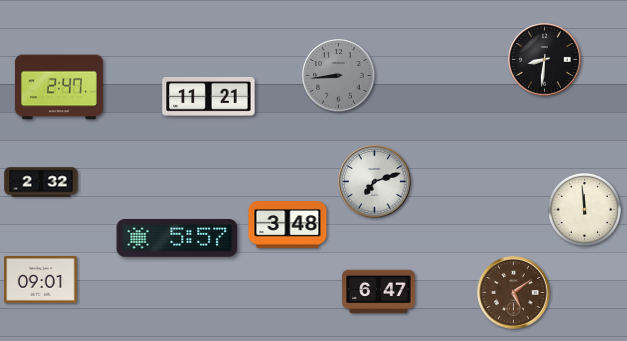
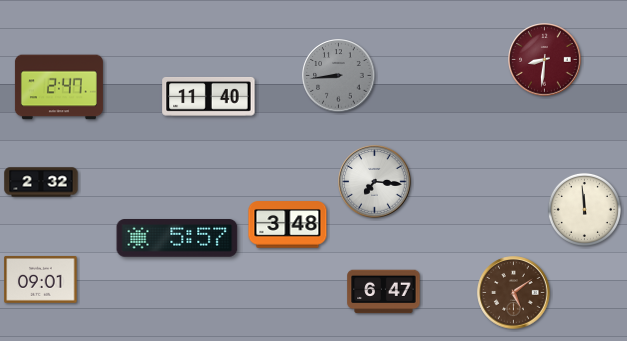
clock at (545, 60) dial: black -> burgundy
clock at (209, 96): 11:21 -> 11:40
clock at (375, 182): 7:12 -> 7:16
clock at (379, 292) position: (379, 292) -> (384, 292)
